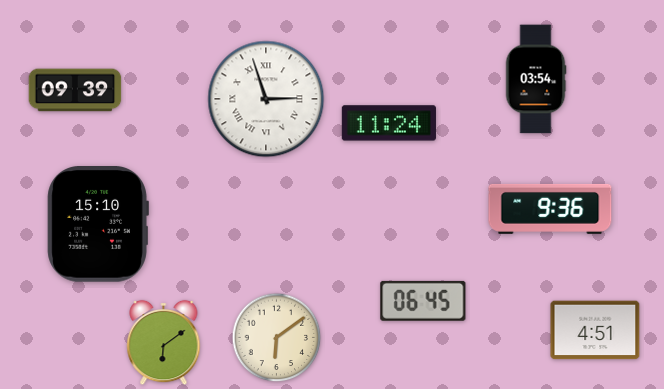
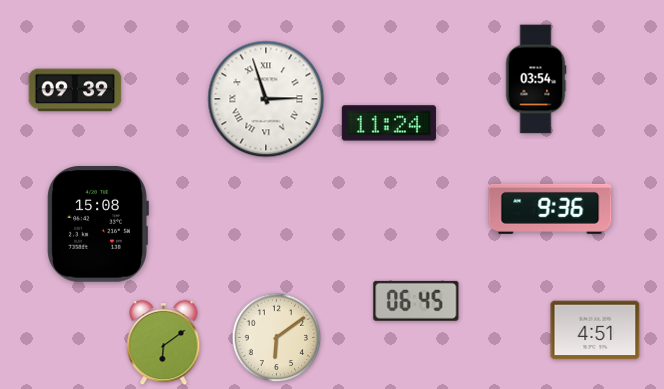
clock at (98, 225): 15:10 -> 15:08
clock at (423, 301) position: (423, 301) -> (416, 301)
